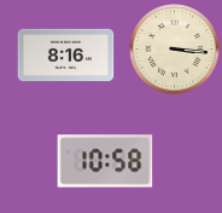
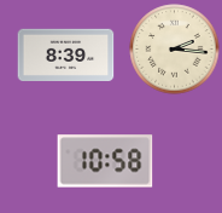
clock at (175, 50): 3:16 -> 2:16
clock at (66, 54): 8:16 -> 8:39
